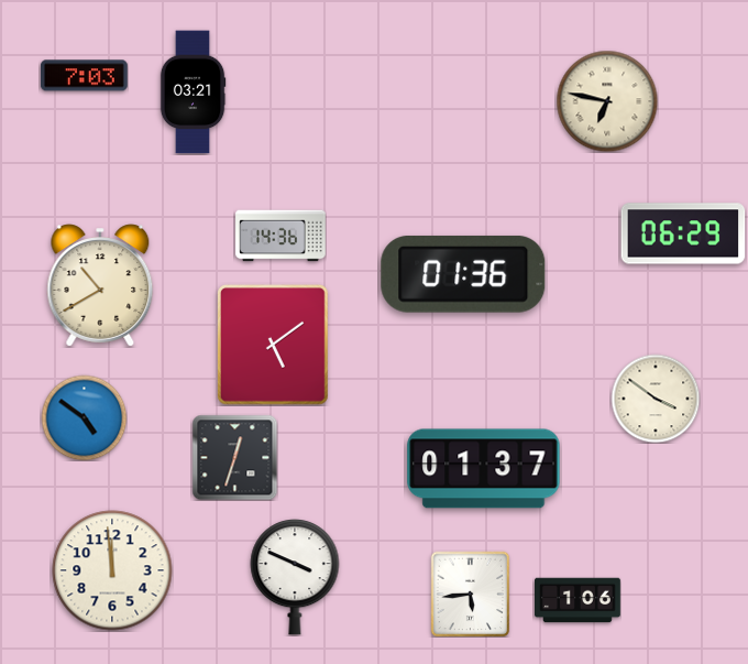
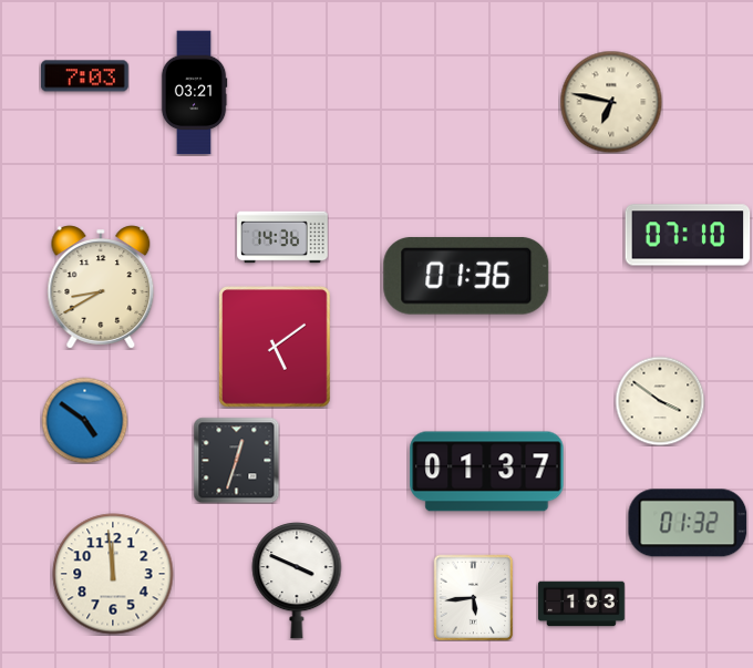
clock at (683, 233): 06:29 -> 07:10
clock at (100, 285): 10:40 -> 8:40
clock at (688, 523): none -> 01:32
clock at (579, 600): 1:06 -> 1:03
